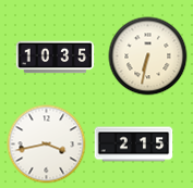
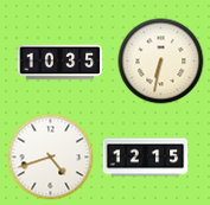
clock at (47, 145): 3:43 -> 4:42
clock at (134, 145): 2:15 -> 12:15
